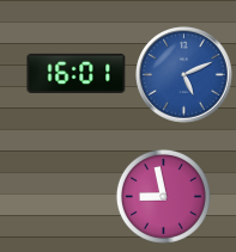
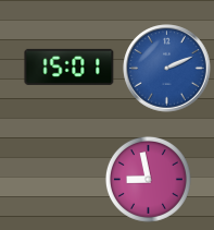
clock at (77, 73): 16:01 -> 15:01
clock at (184, 75): 5:11 -> 2:11
